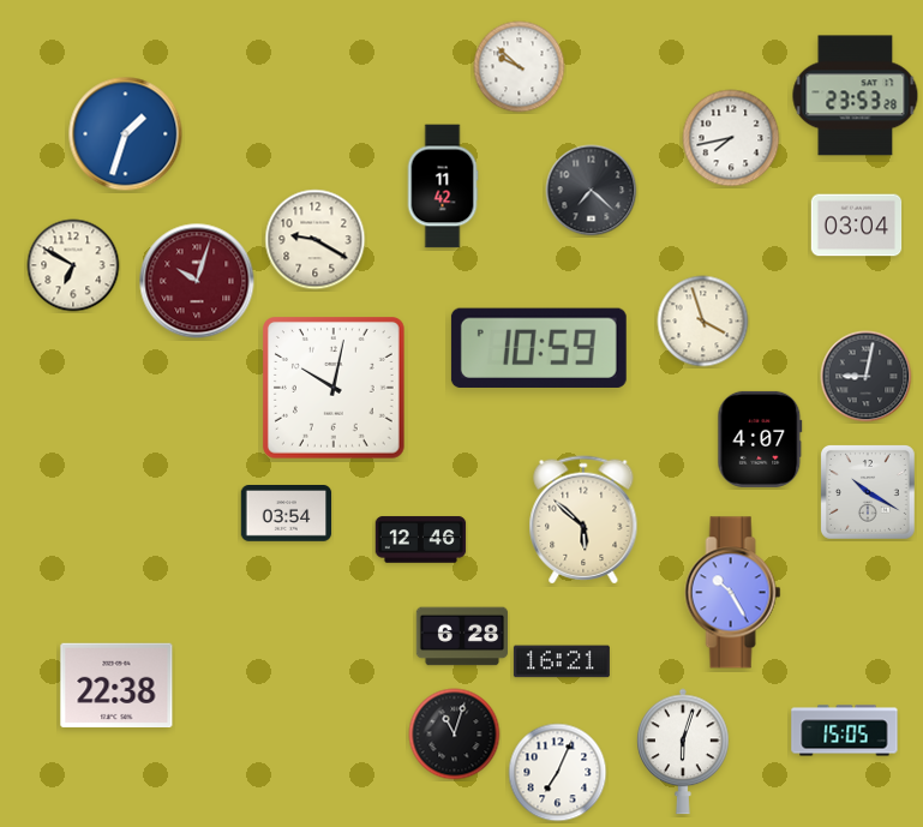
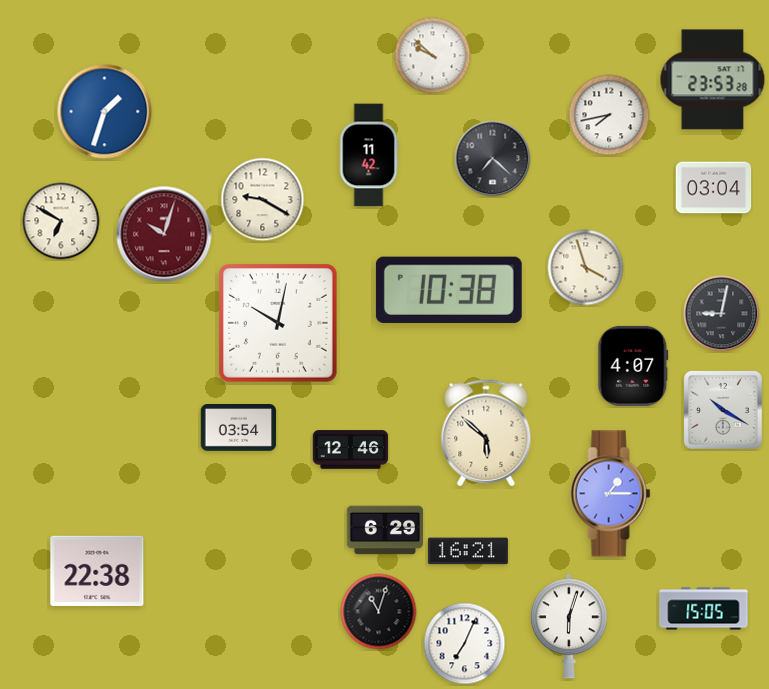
clock at (539, 348): 10:59 -> 10:38
clock at (733, 593): 10:25 -> 1:15
clock at (462, 636): 6:28 -> 6:29
